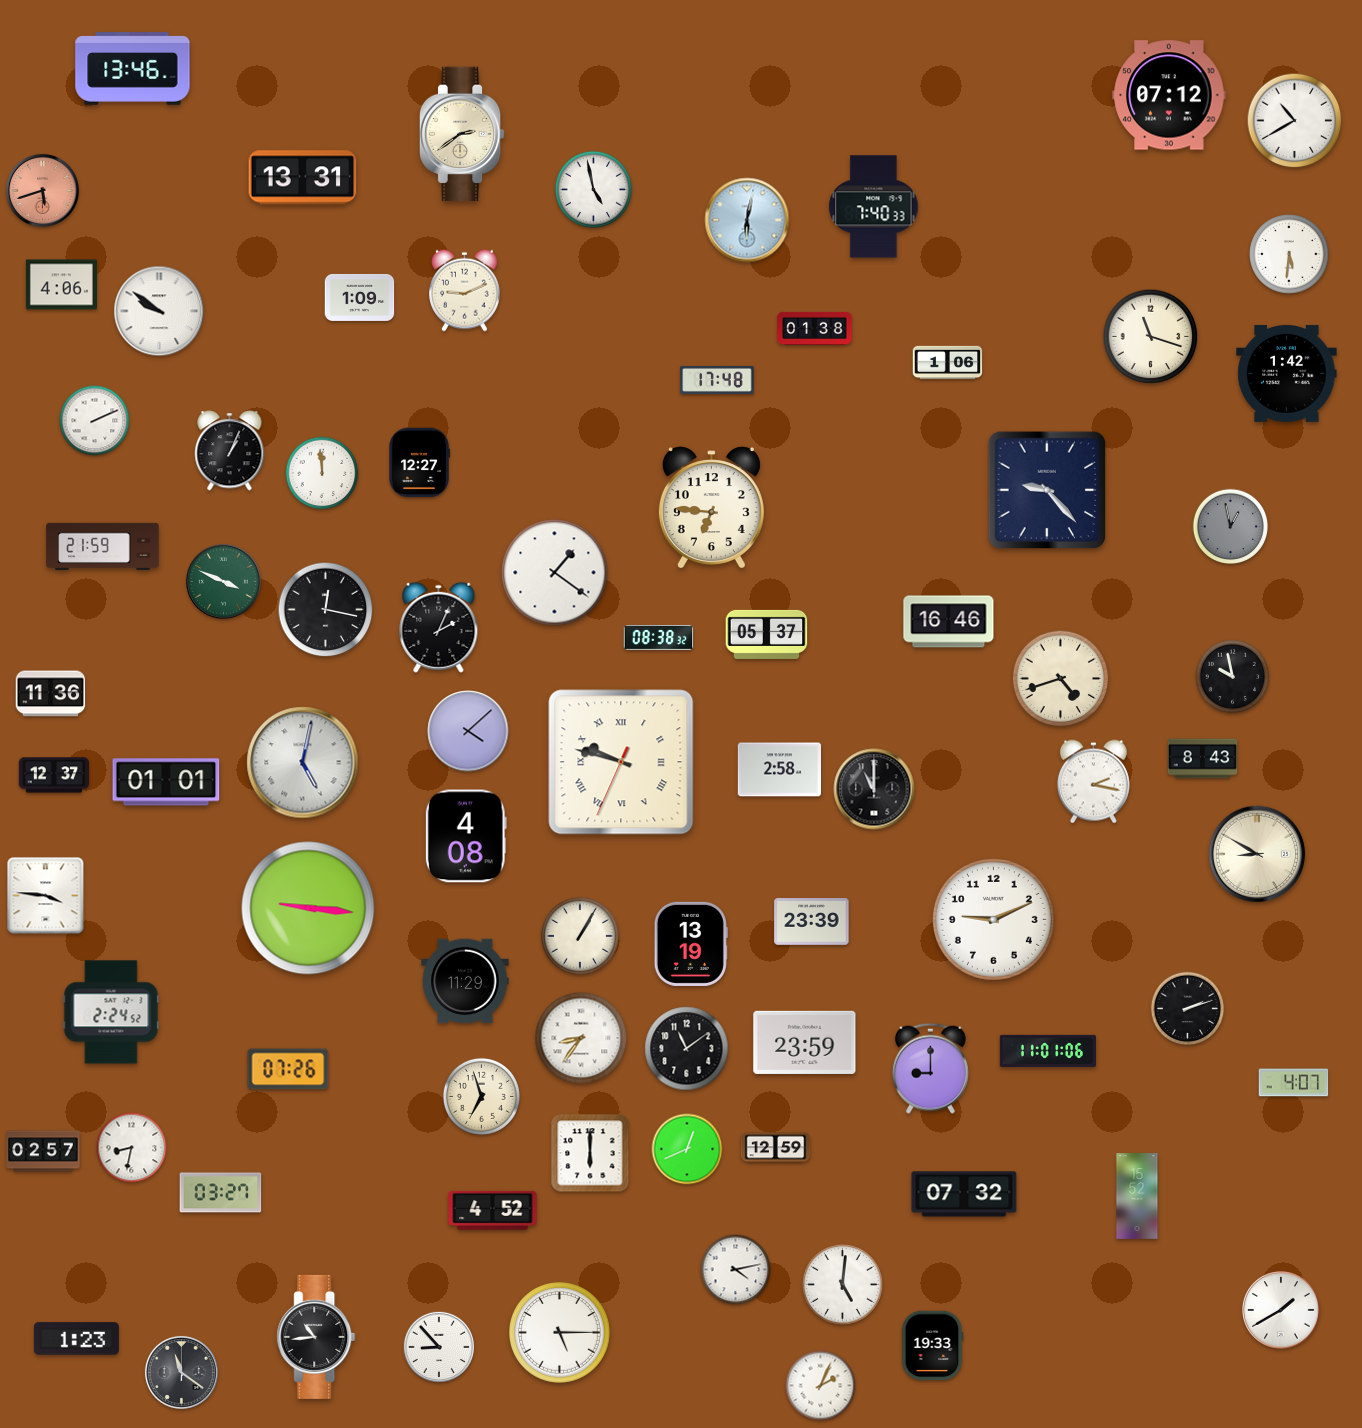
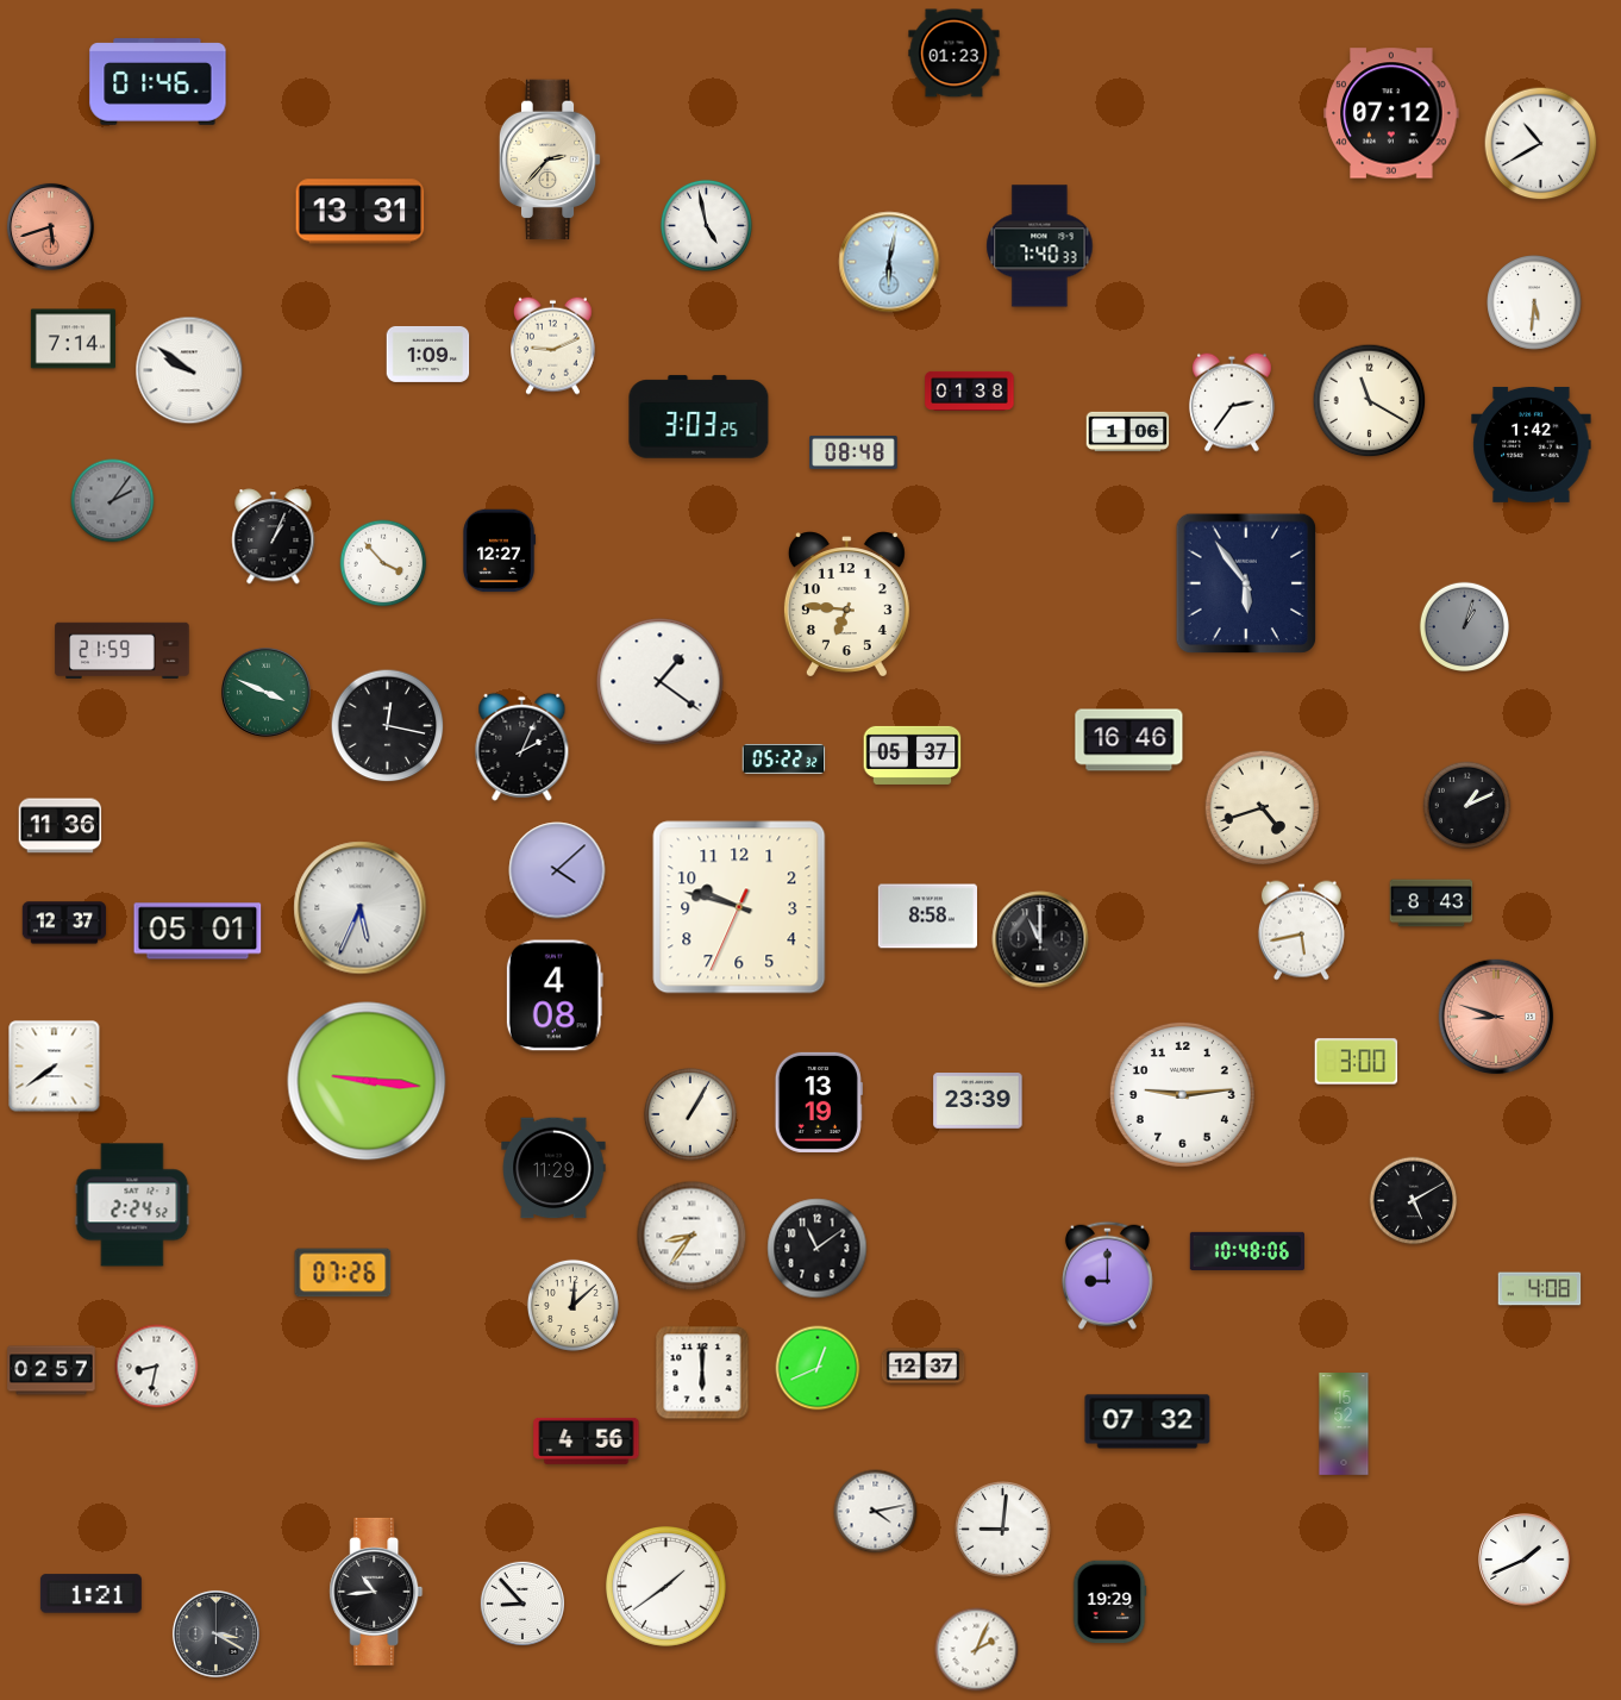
clock at (955, 54): none -> 01:23
clock at (133, 69): 13:46 -> 01:46
clock at (462, 134): 2:39 -> 2:37
clock at (61, 285): 4:06 -> 7:14
clock at (1151, 337): 11:18 -> 11:20
clock at (1232, 402): none -> 2:36
clock at (699, 417): none -> 3:03
clock at (717, 380): 17:48 -> 08:48
clock at (95, 421): 2:11 -> 2:06
clock at (95, 421) dial: white -> grey
clock at (322, 473): 11:59 -> 3:53
clock at (1047, 490): 9:23 -> 5:54
clock at (1230, 526): 12:58 -> 1:03
clock at (659, 637): 08:38 -> 05:22
clock at (1233, 677): 9:58 -> 1:11
clock at (621, 762) numerals: Roman -> Arabic
clock at (303, 763): 5:02 -> 5:34
clock at (779, 770): 2:58 -> 8:58
clock at (166, 782): 01:01 -> 05:01
clock at (1093, 782): 2:17 -> 5:43
clock at (1257, 854): 8:50 -> 8:48
clock at (1257, 854) dial: cream -> salmon
clock at (1357, 1062): none -> 3:00
clock at (46, 896): 3:46 -> 7:39
clock at (993, 919): 9:11 -> 9:14
clock at (812, 922) position: (812, 922) -> (978, 1101)
clock at (691, 944) position: (691, 944) -> (819, 1102)
clock at (1188, 1009): 2:12 -> 5:10
clock at (805, 1042): 23:59 -> none
clock at (1047, 1051): 11:01 -> 10:48
clock at (930, 1068) position: (930, 1068) -> (1107, 1275)
clock at (1294, 1083): 4:07 -> 4:08
clock at (481, 1096): 6:57 -> 12:08
clock at (776, 1148): 12:59 -> 12:37
clock at (221, 1193): 03:27 -> none
clock at (1137, 1196) position: (1137, 1196) -> (1344, 1424)
clock at (493, 1210): 4:52 -> 4:56
clock at (843, 1285): 5:01 -> 9:01
clock at (1281, 1310): 1:40 -> 1:41
clock at (560, 1333): 5:15 -> 1:39
clock at (76, 1339): 1:23 -> 1:21
clock at (932, 1346): 19:33 -> 19:29
clock at (181, 1372): 11:21 -> 3:20
